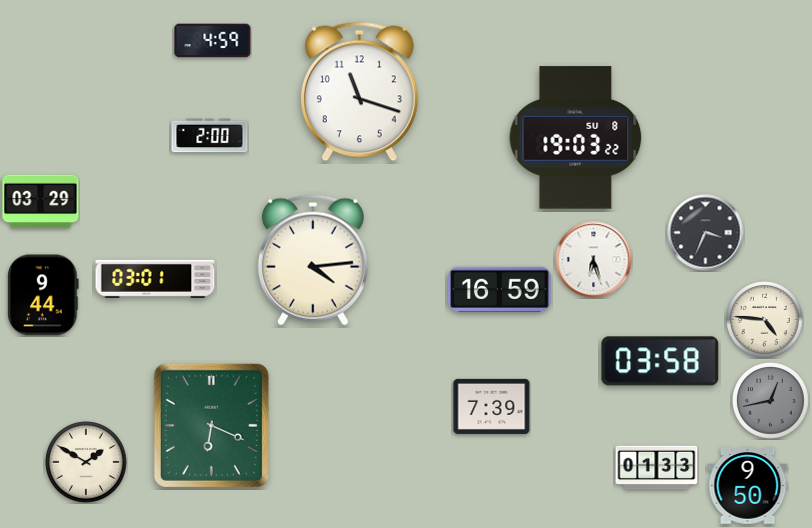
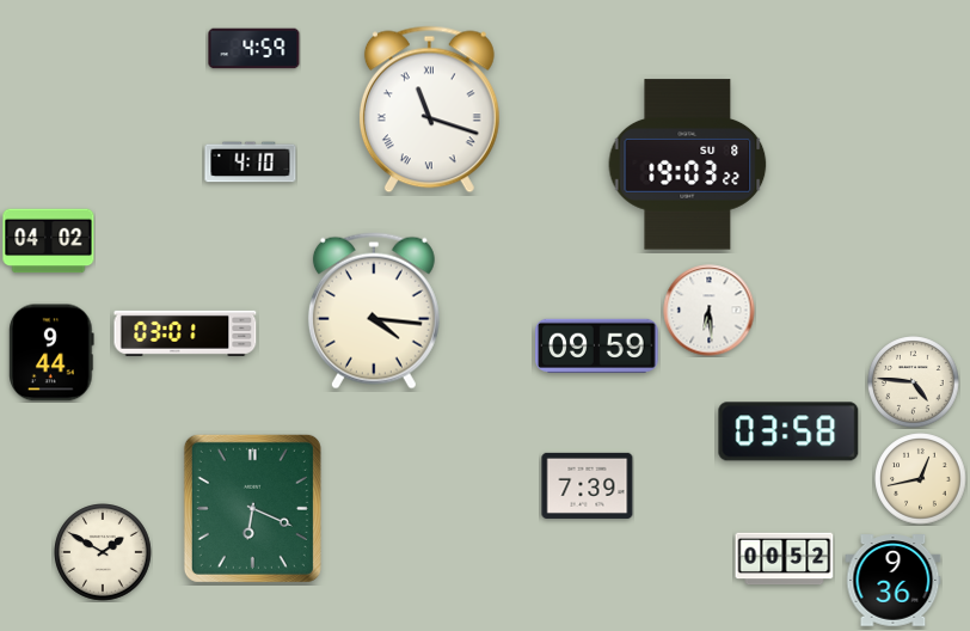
clock at (359, 92) numerals: Arabic -> Roman
clock at (210, 136): 2:00 -> 4:10
clock at (41, 202): 03:29 -> 04:02
clock at (706, 233): 3:34 -> none
clock at (313, 260): 4:14 -> 4:16
clock at (594, 260): 6:27 -> 6:29
clock at (500, 289): 16:59 -> 09:59
clock at (771, 401) dial: grey -> cream
clock at (657, 468): 01:33 -> 00:52
clock at (748, 486): 9:50 -> 9:36
